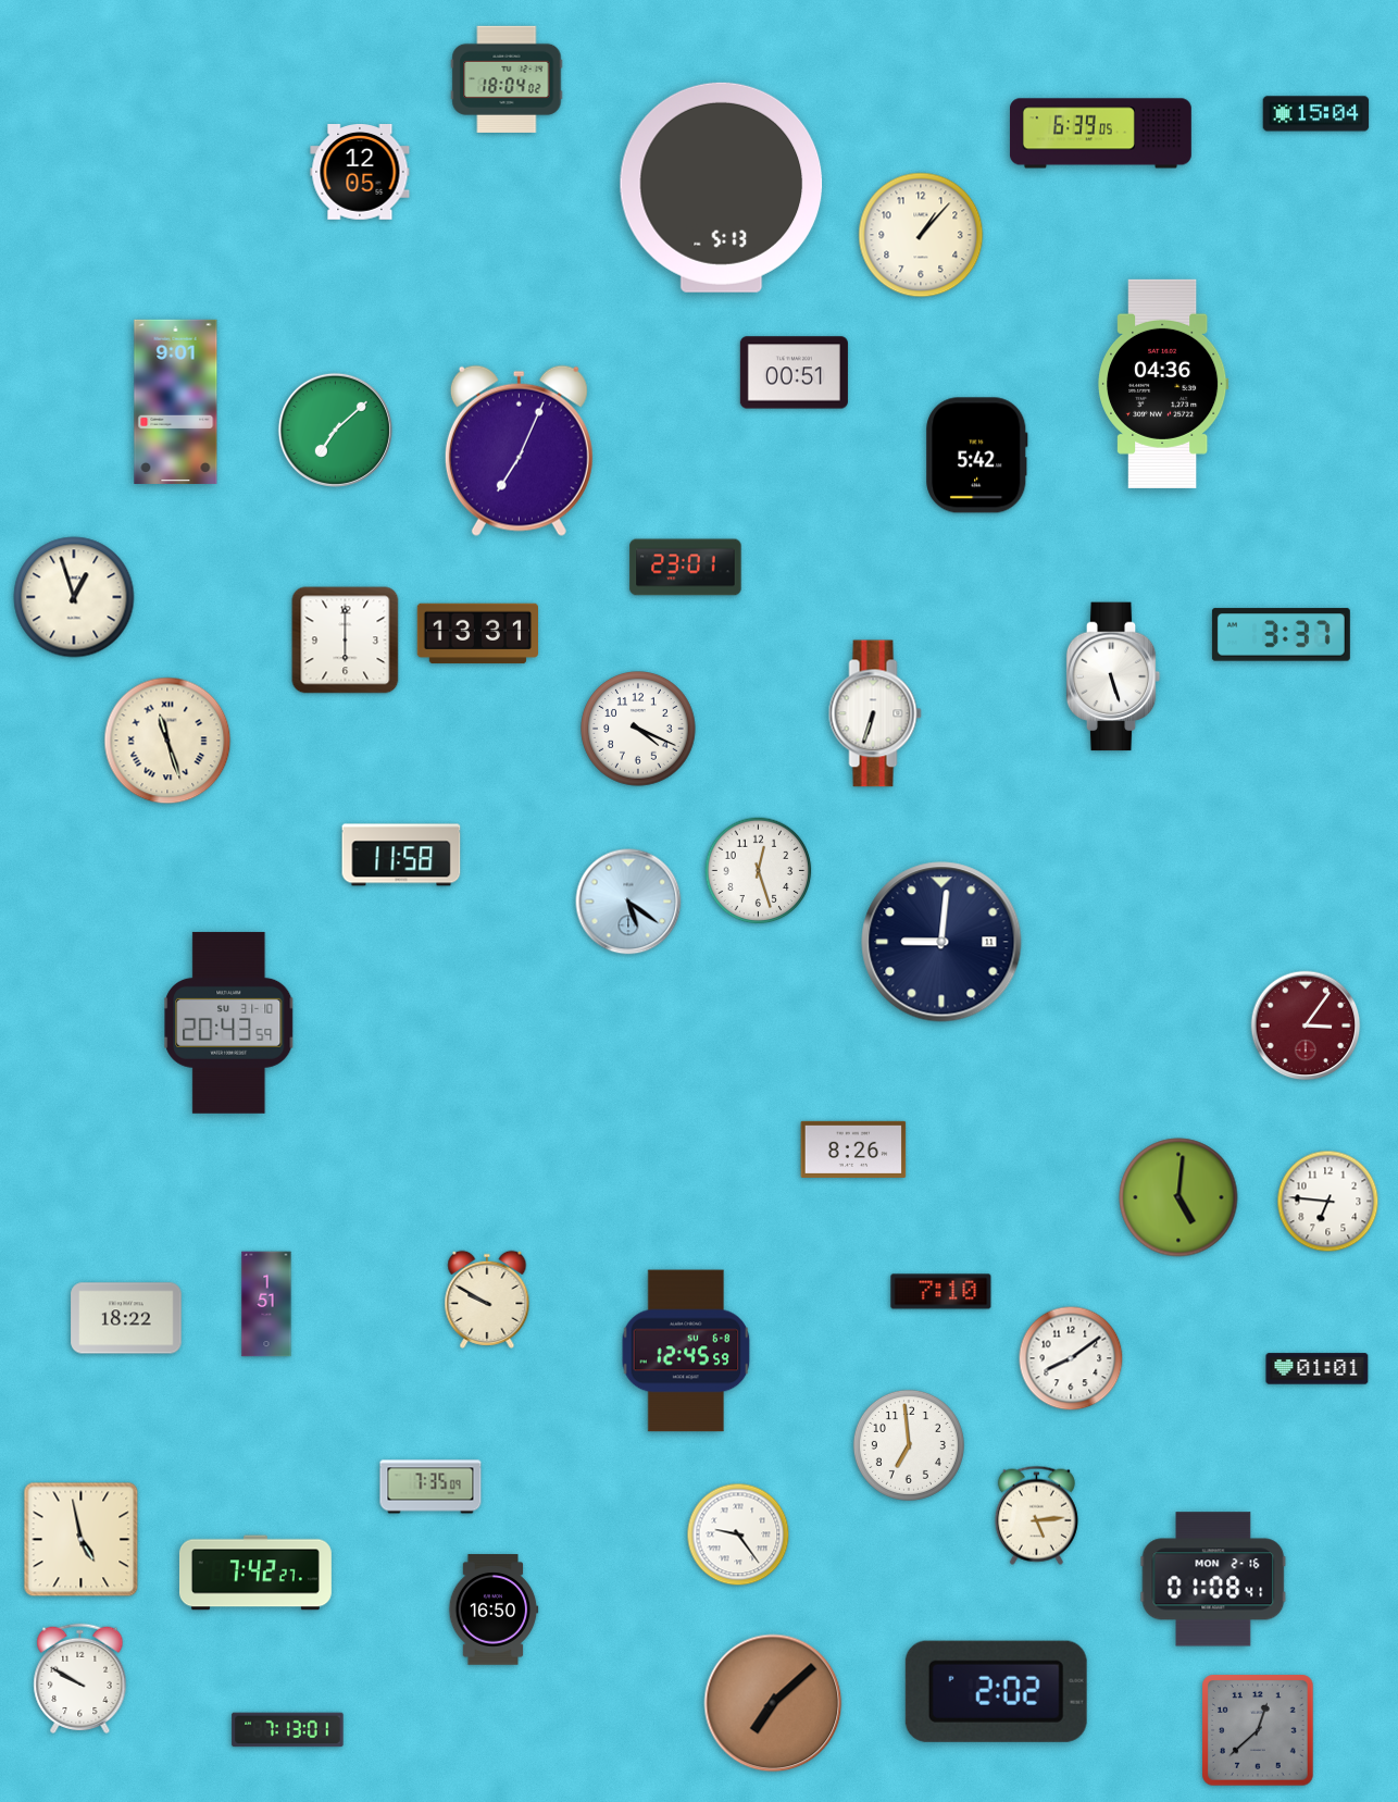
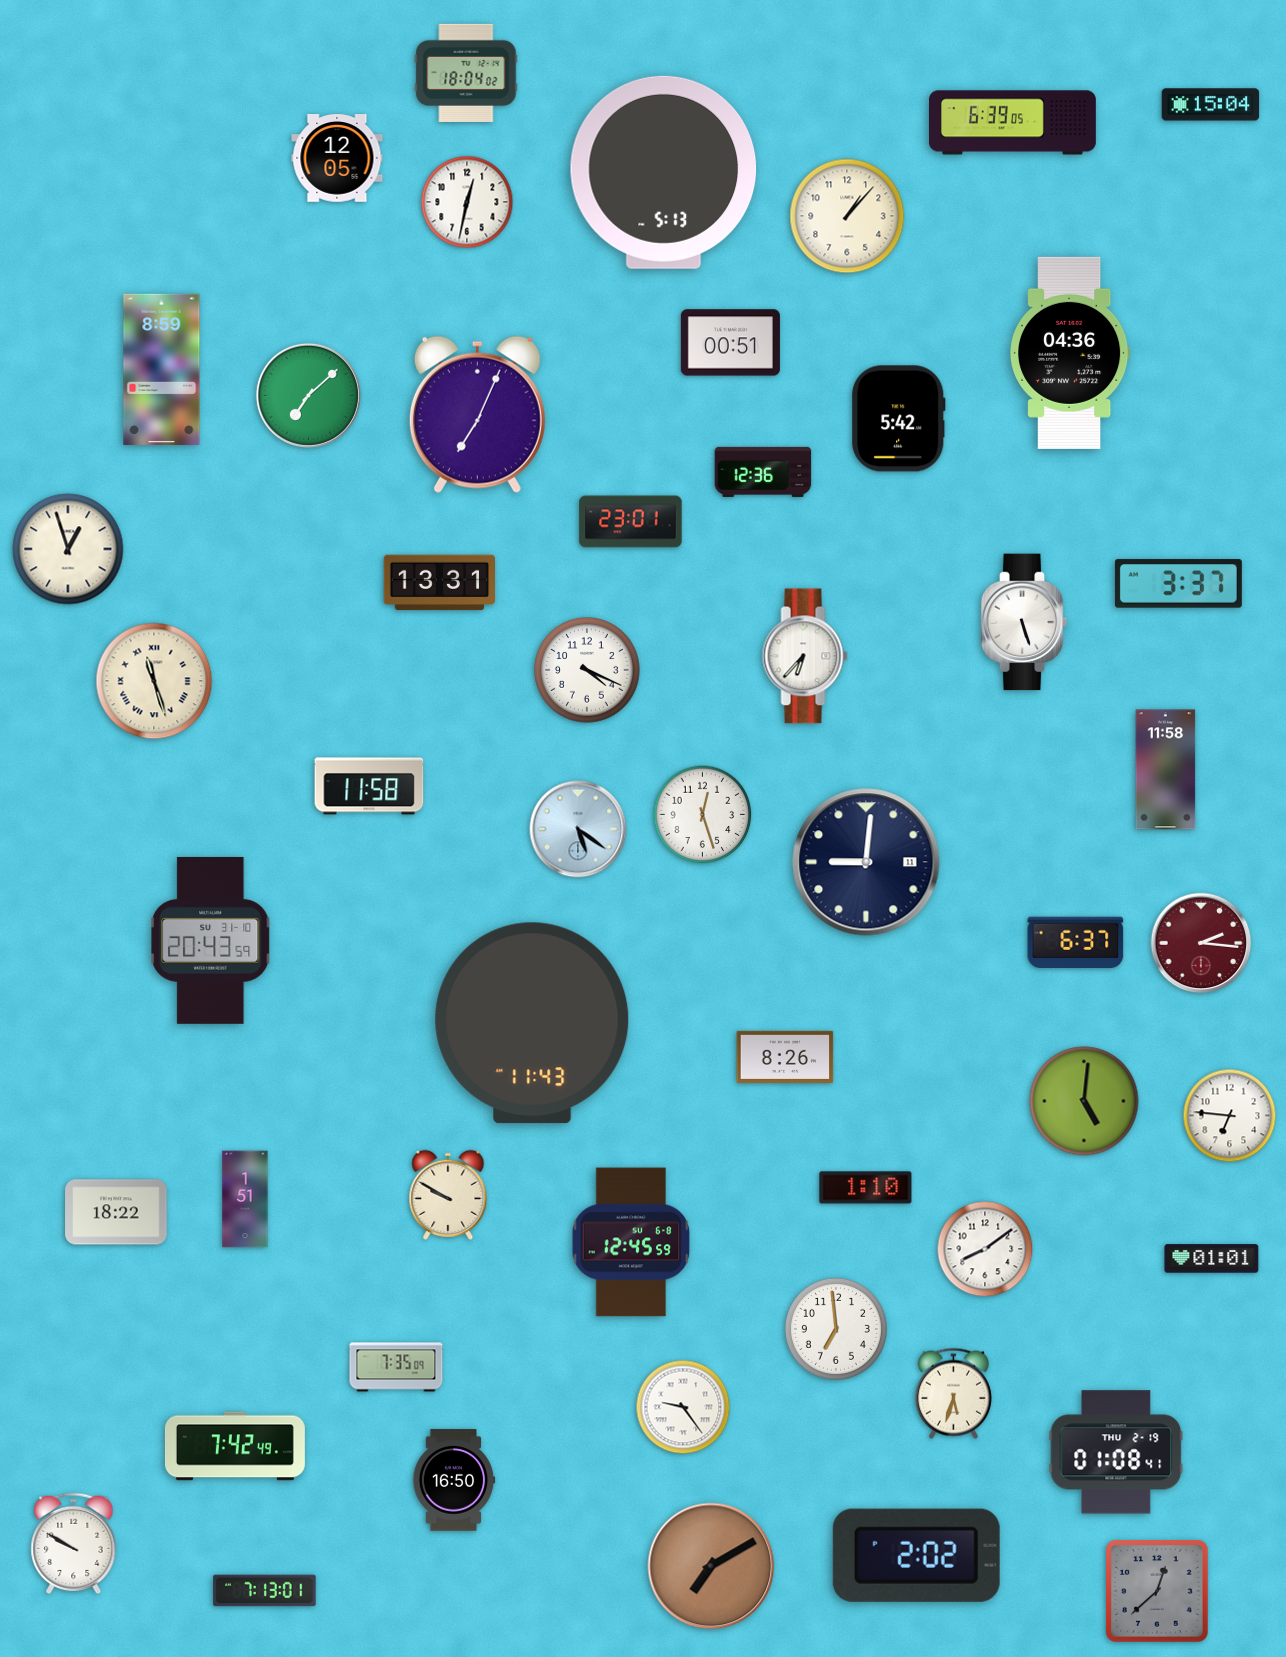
clock at (360, 173) position: (360, 173) -> (337, 159)
clock at (467, 202): none -> 12:32
clock at (176, 401): 9:01 -> 8:59
clock at (763, 472): none -> 12:36
clock at (346, 641): 6:00 -> none
clock at (875, 713): 6:33 -> 6:37
clock at (1166, 770): none -> 11:58
clock at (759, 871) position: (759, 871) -> (703, 815)
clock at (941, 942) position: (941, 942) -> (866, 862)
clock at (1076, 942): none -> 6:37
clock at (1306, 1026): 3:06 -> 2:16
clock at (532, 1023): none -> 11:43
clock at (1328, 1202) position: (1328, 1202) -> (1230, 1116)
clock at (941, 1292): 7:10 -> 1:10
clock at (1036, 1515): 5:14 -> 5:33
clock at (738, 1534) position: (738, 1534) -> (683, 1407)
clock at (82, 1540): 4:58 -> none
clock at (255, 1573): 7:42:27 -> 7:42:49
clock at (1213, 1579) date: MON 2-16 -> THU 2-19
clock at (773, 1703): 7:08 -> 7:10
